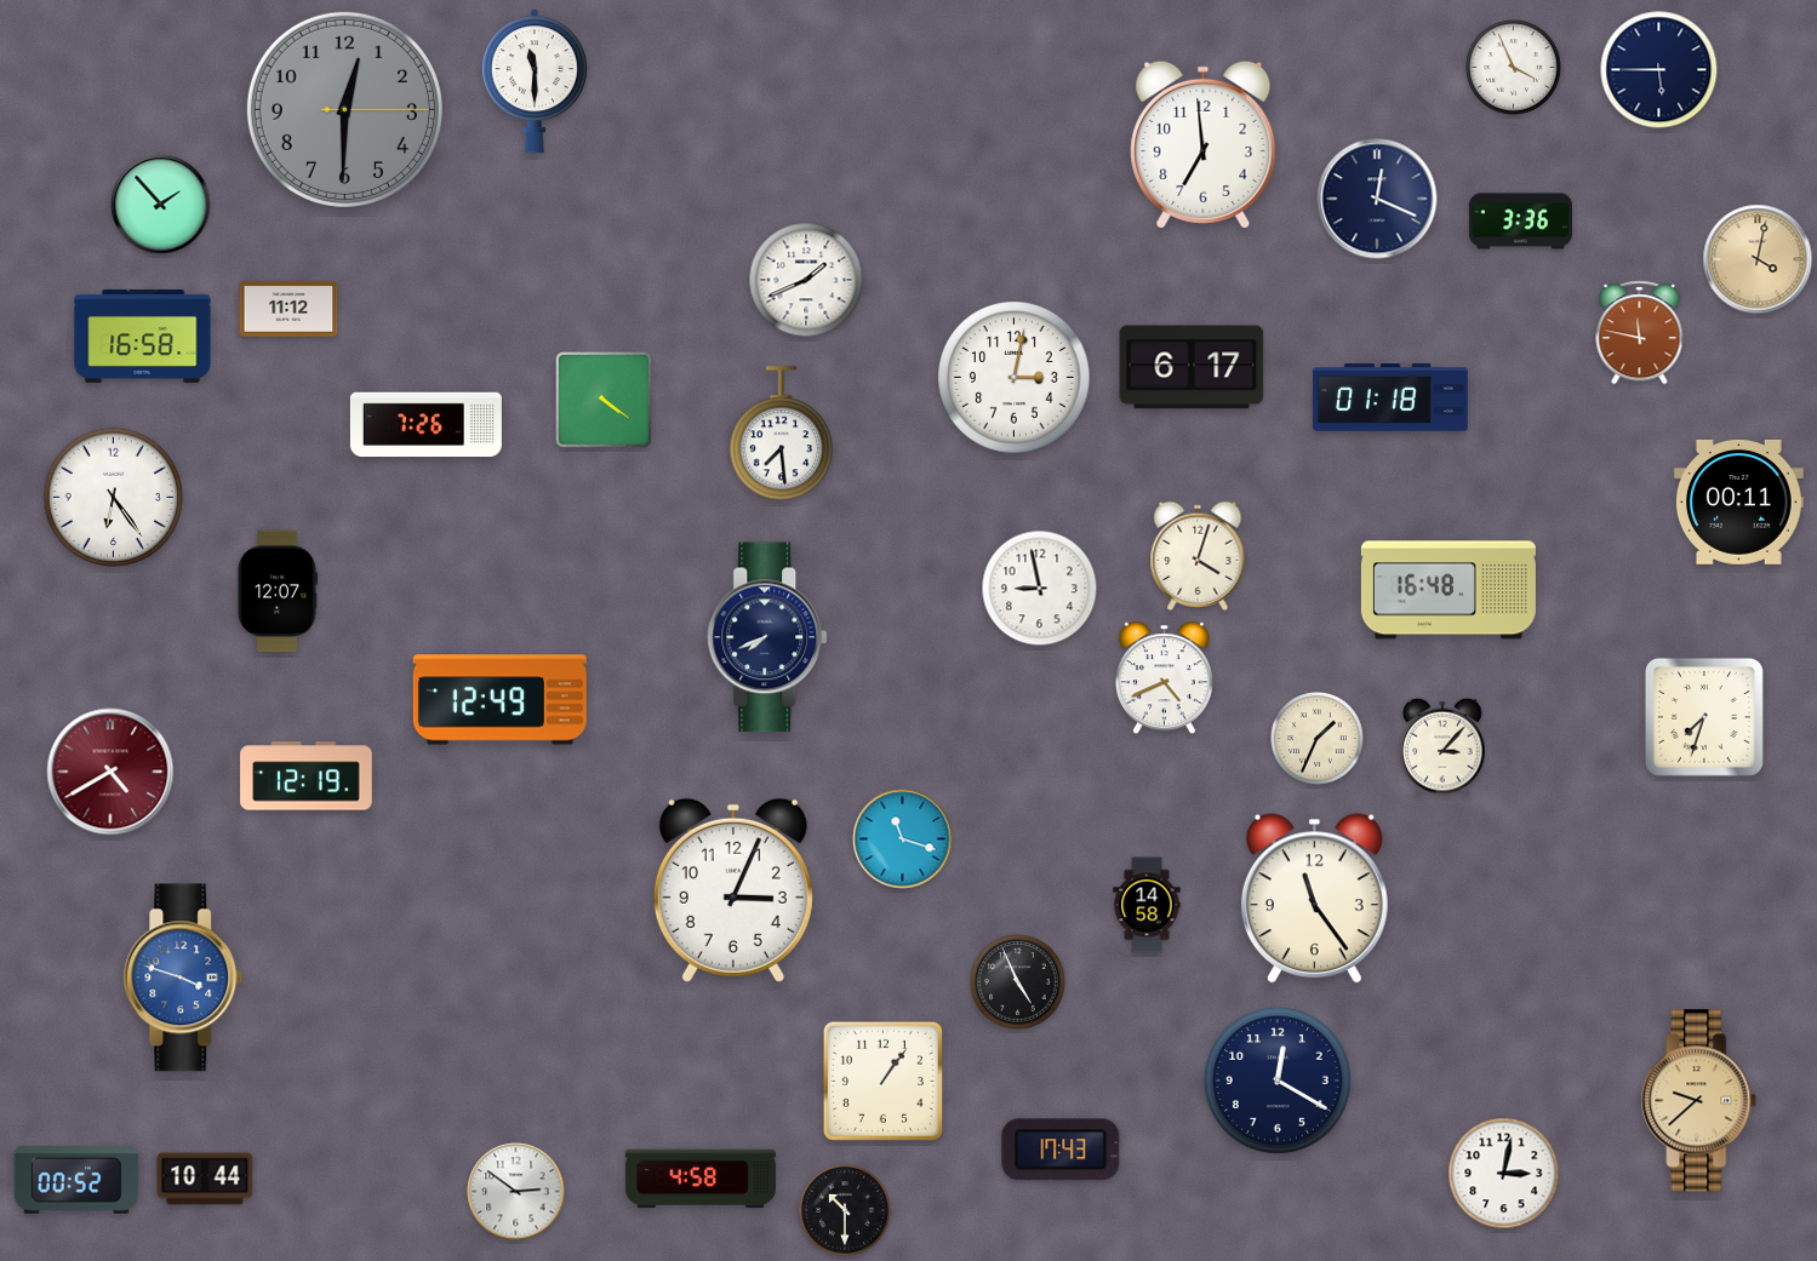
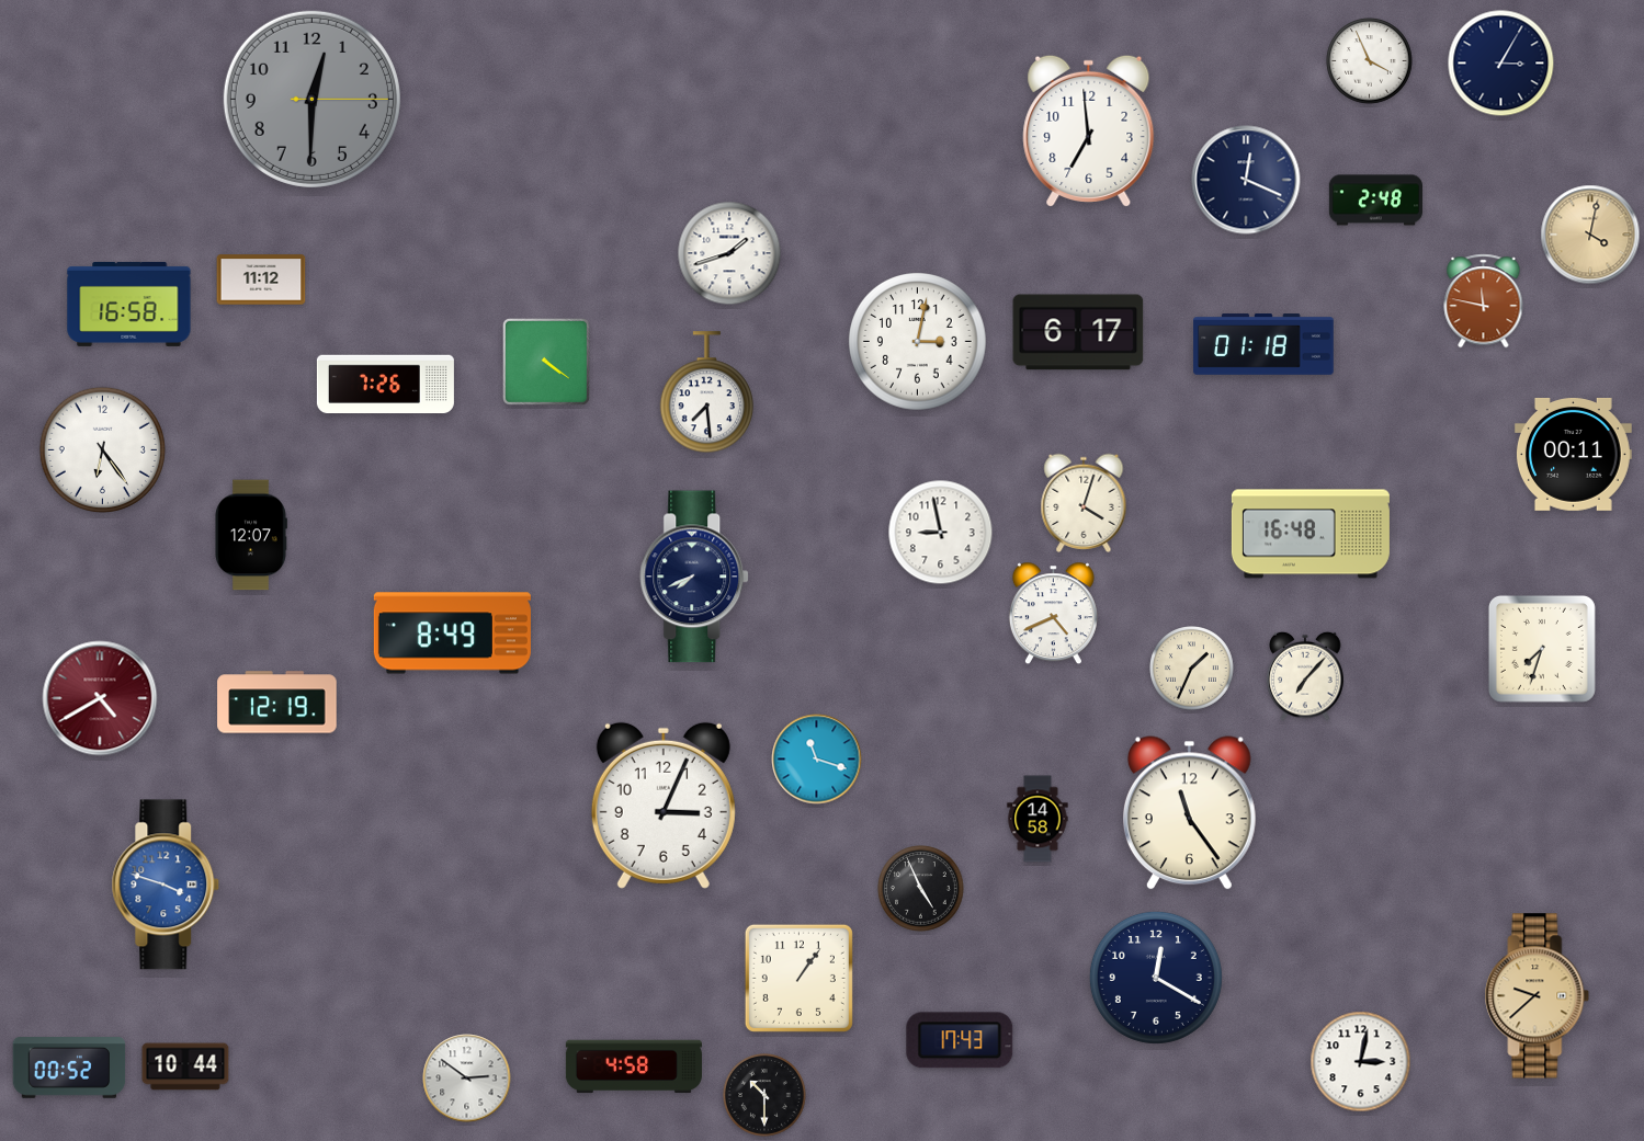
clock at (1659, 70): 5:45 -> 3:05
clock at (535, 81): 11:30 -> none
clock at (161, 205): 1:53 -> none
clock at (1520, 222): 3:36 -> 2:48
clock at (806, 280): 1:41 -> 1:42
clock at (1390, 397) position: (1390, 397) -> (1263, 344)
clock at (499, 700): 12:49 -> 8:49
clock at (1442, 747): 3:07 -> 7:07
